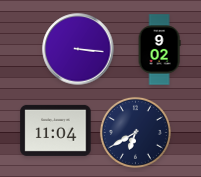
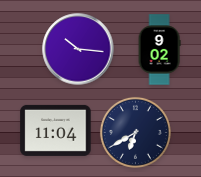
clock at (78, 49): 3:16 -> 10:16
